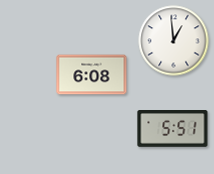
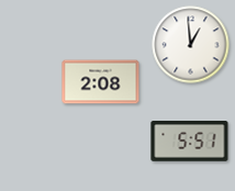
clock at (92, 75): 6:08 -> 2:08
